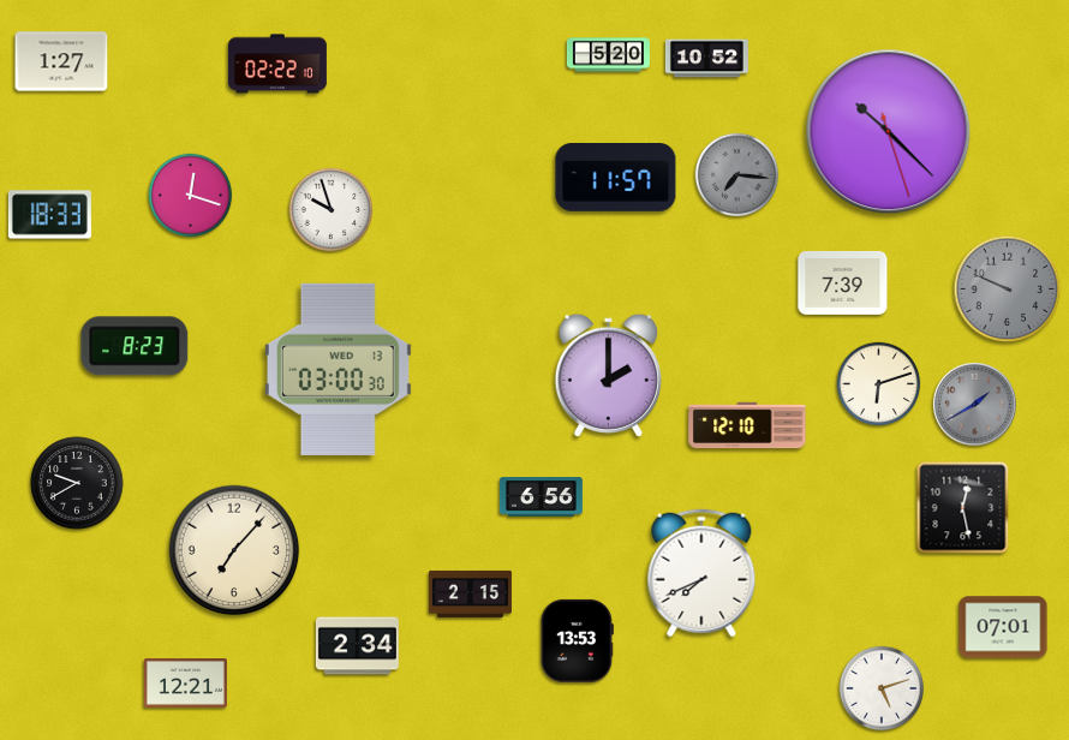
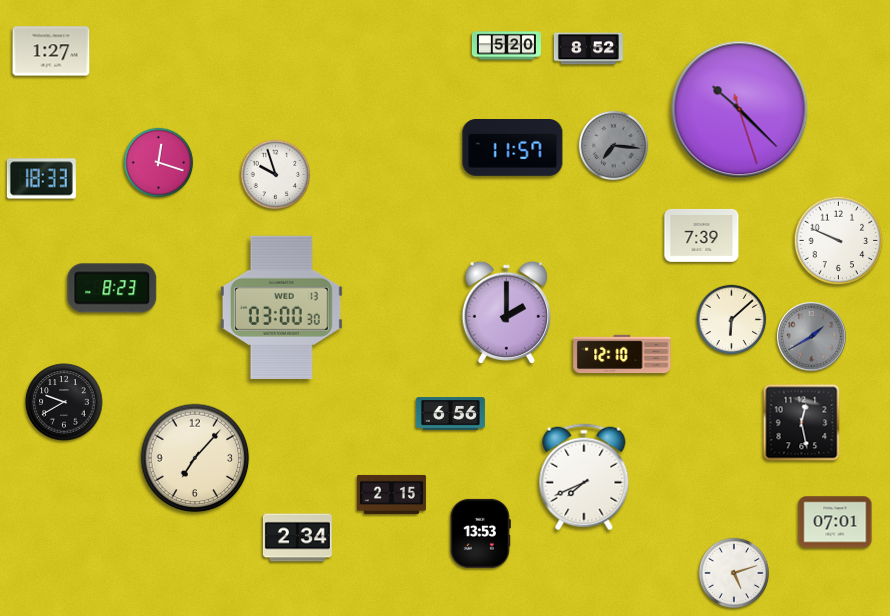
clock at (706, 59): 10:52 -> 8:52
clock at (277, 64): 02:22 -> none
clock at (1008, 290) dial: grey -> white
clock at (879, 384): 6:12 -> 6:08
clock at (185, 684): 12:21 -> none
